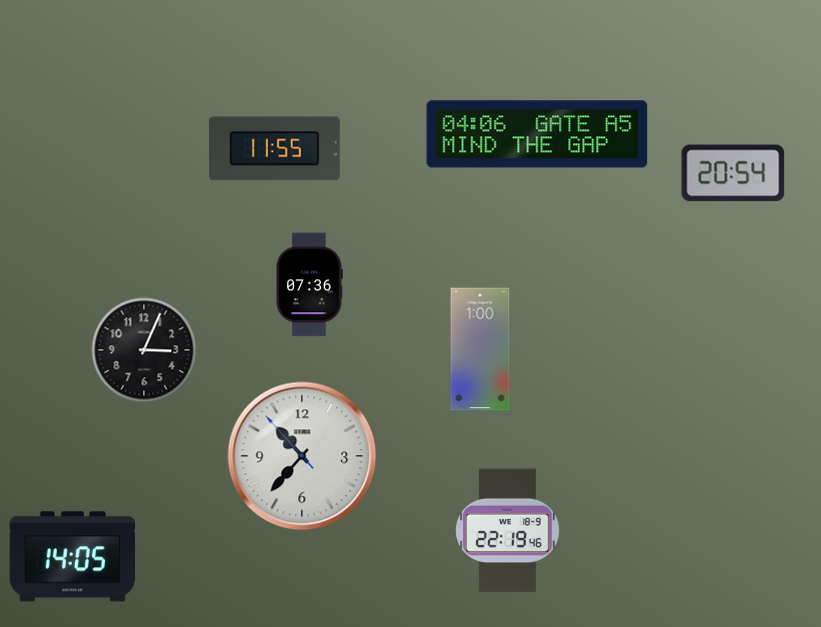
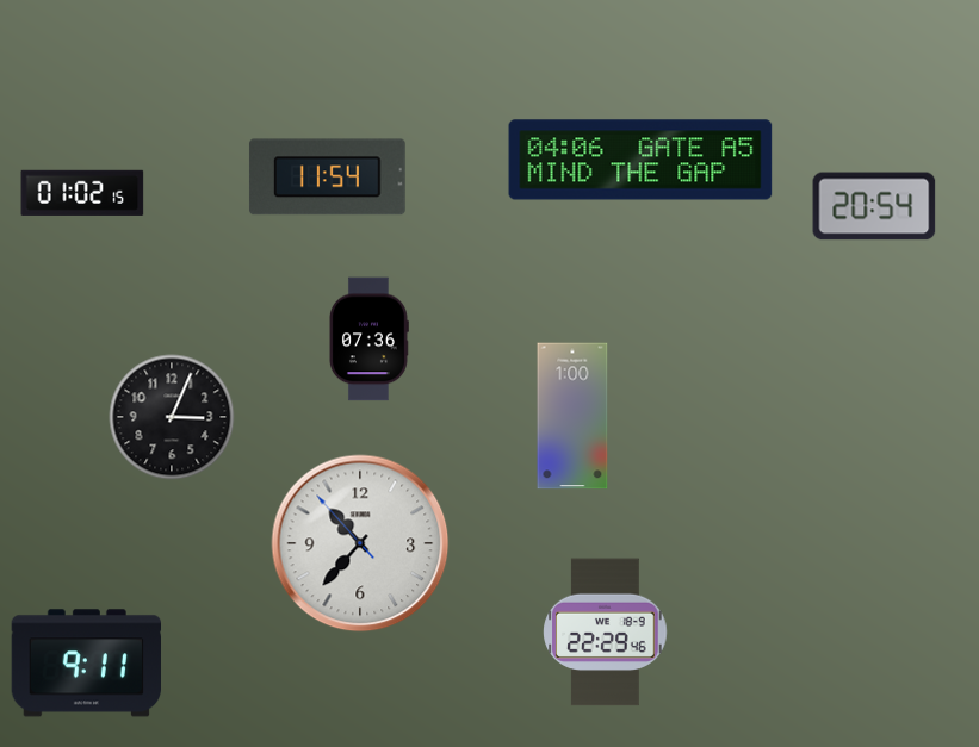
clock at (274, 149): 11:55 -> 11:54
clock at (82, 193): none -> 01:02
clock at (508, 531): 22:19 -> 22:29
clock at (72, 557): 14:05 -> 9:11
